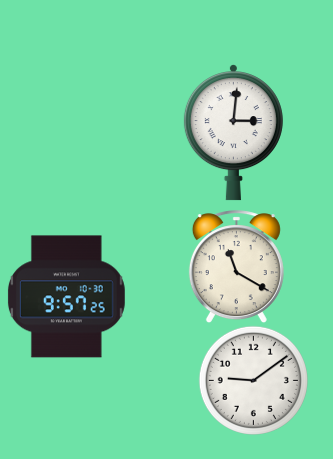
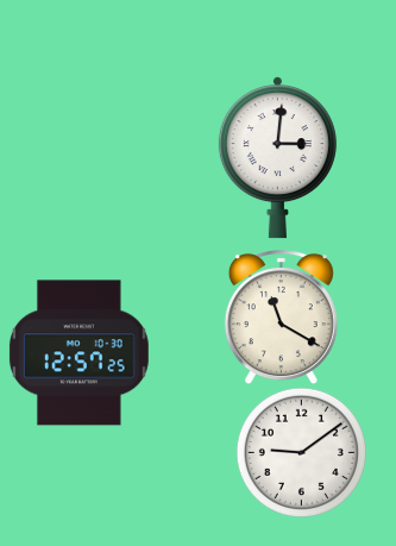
clock at (66, 297): 9:57 -> 12:57
